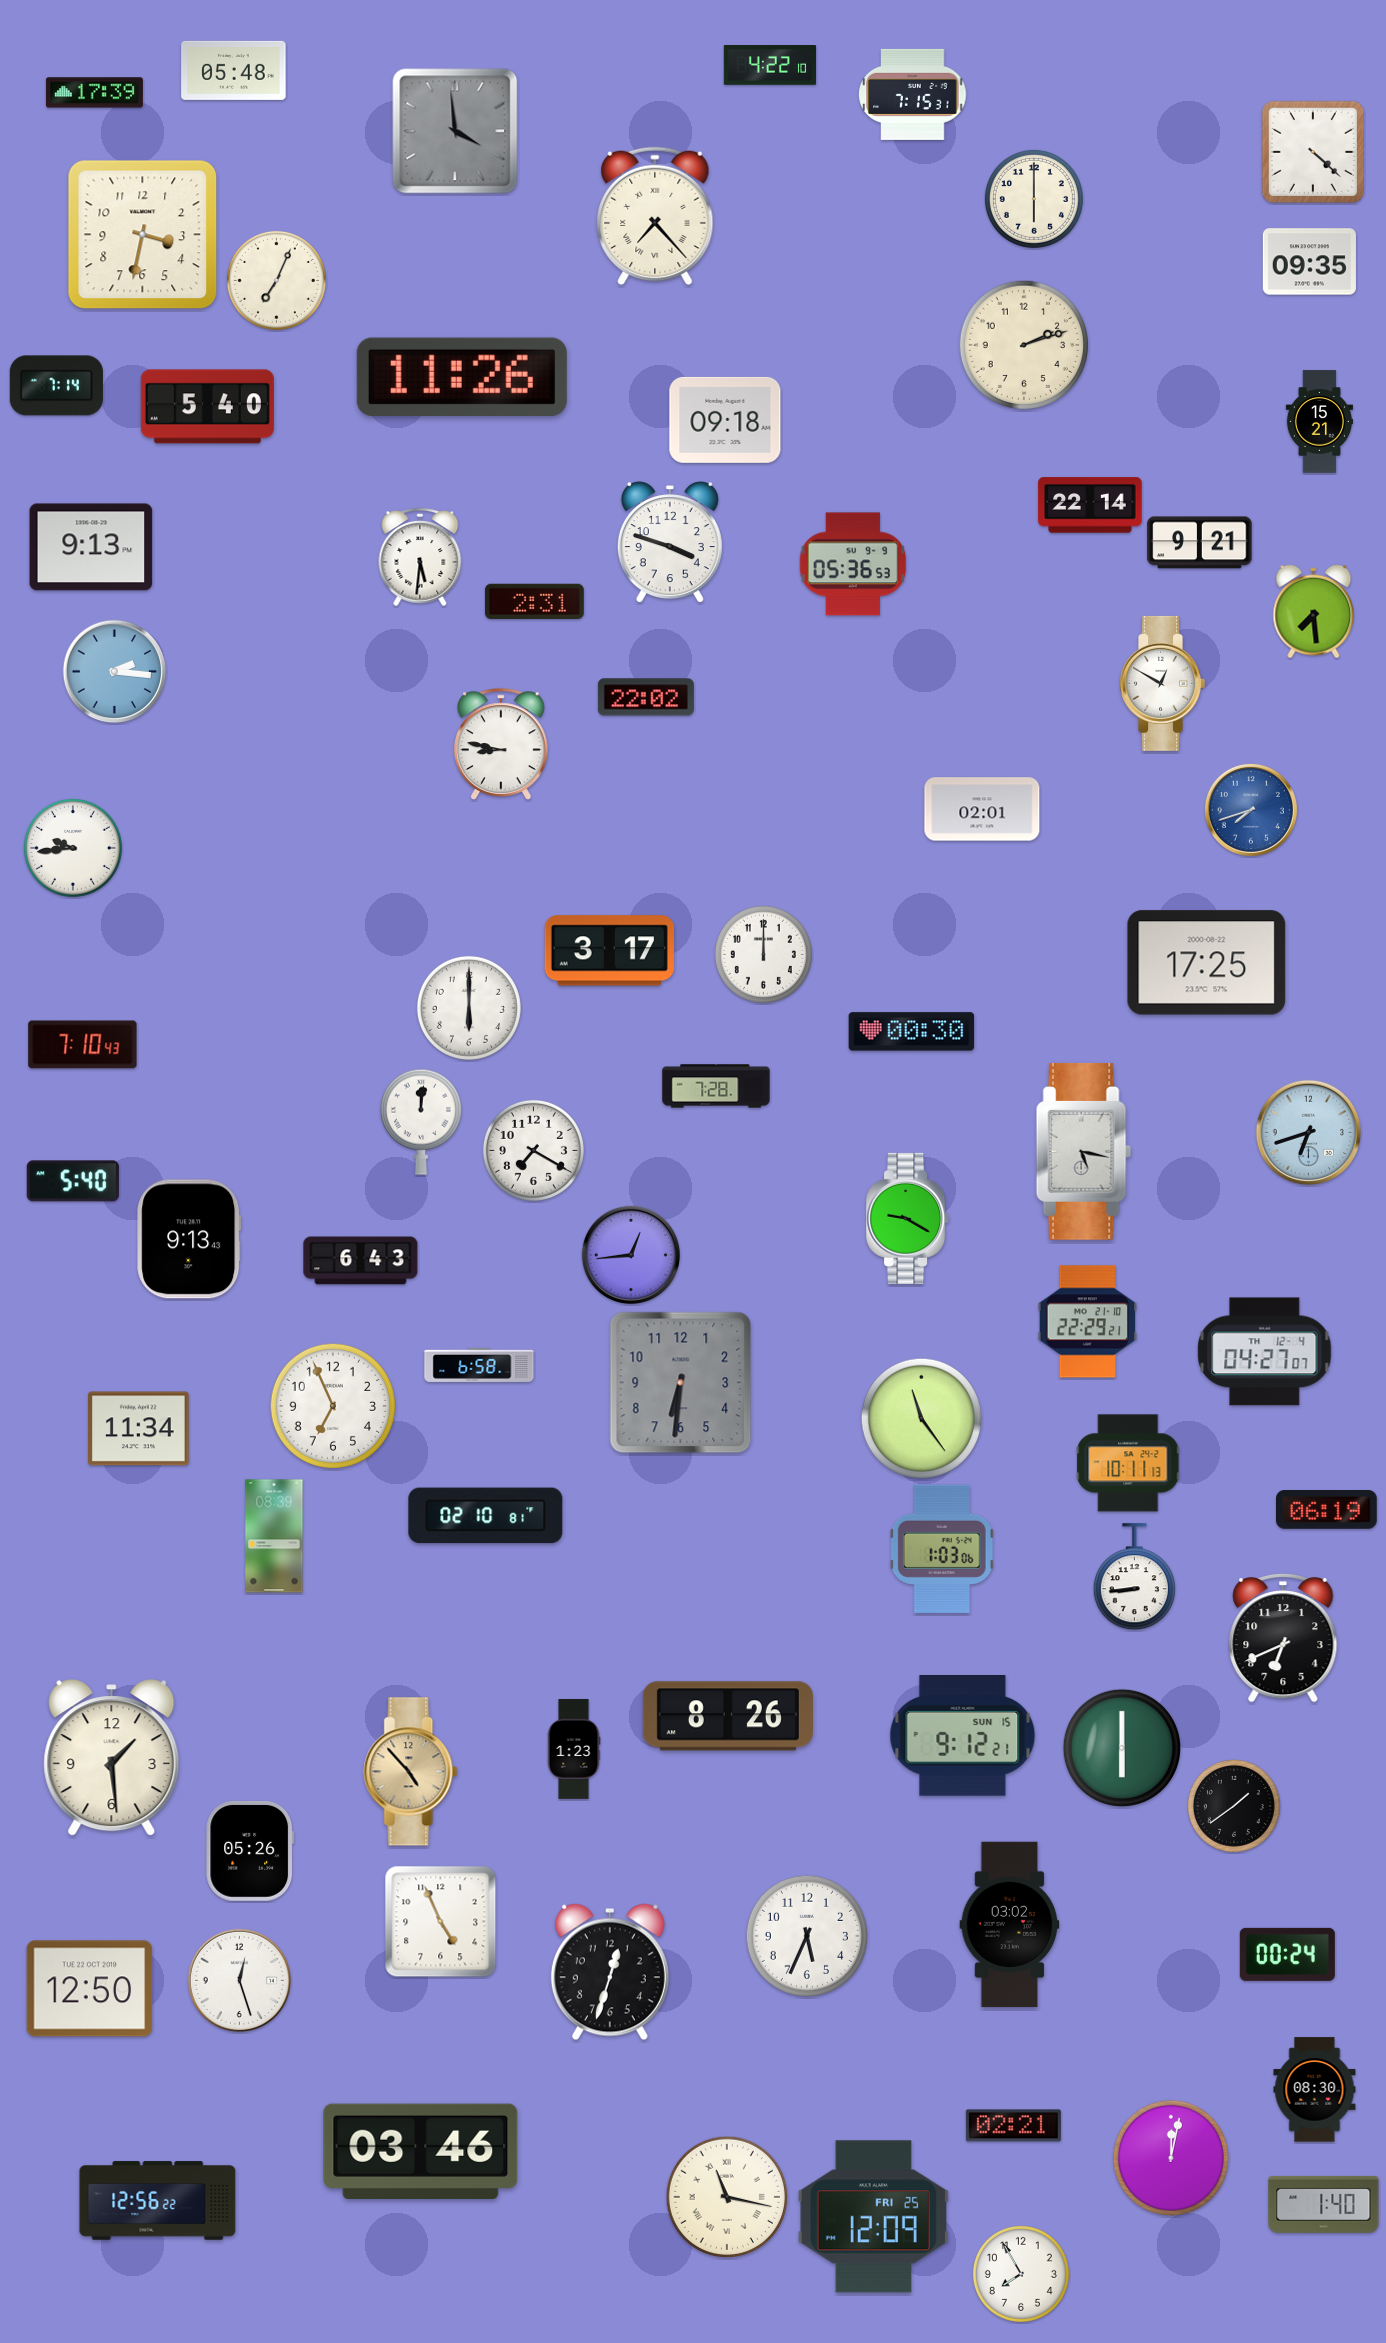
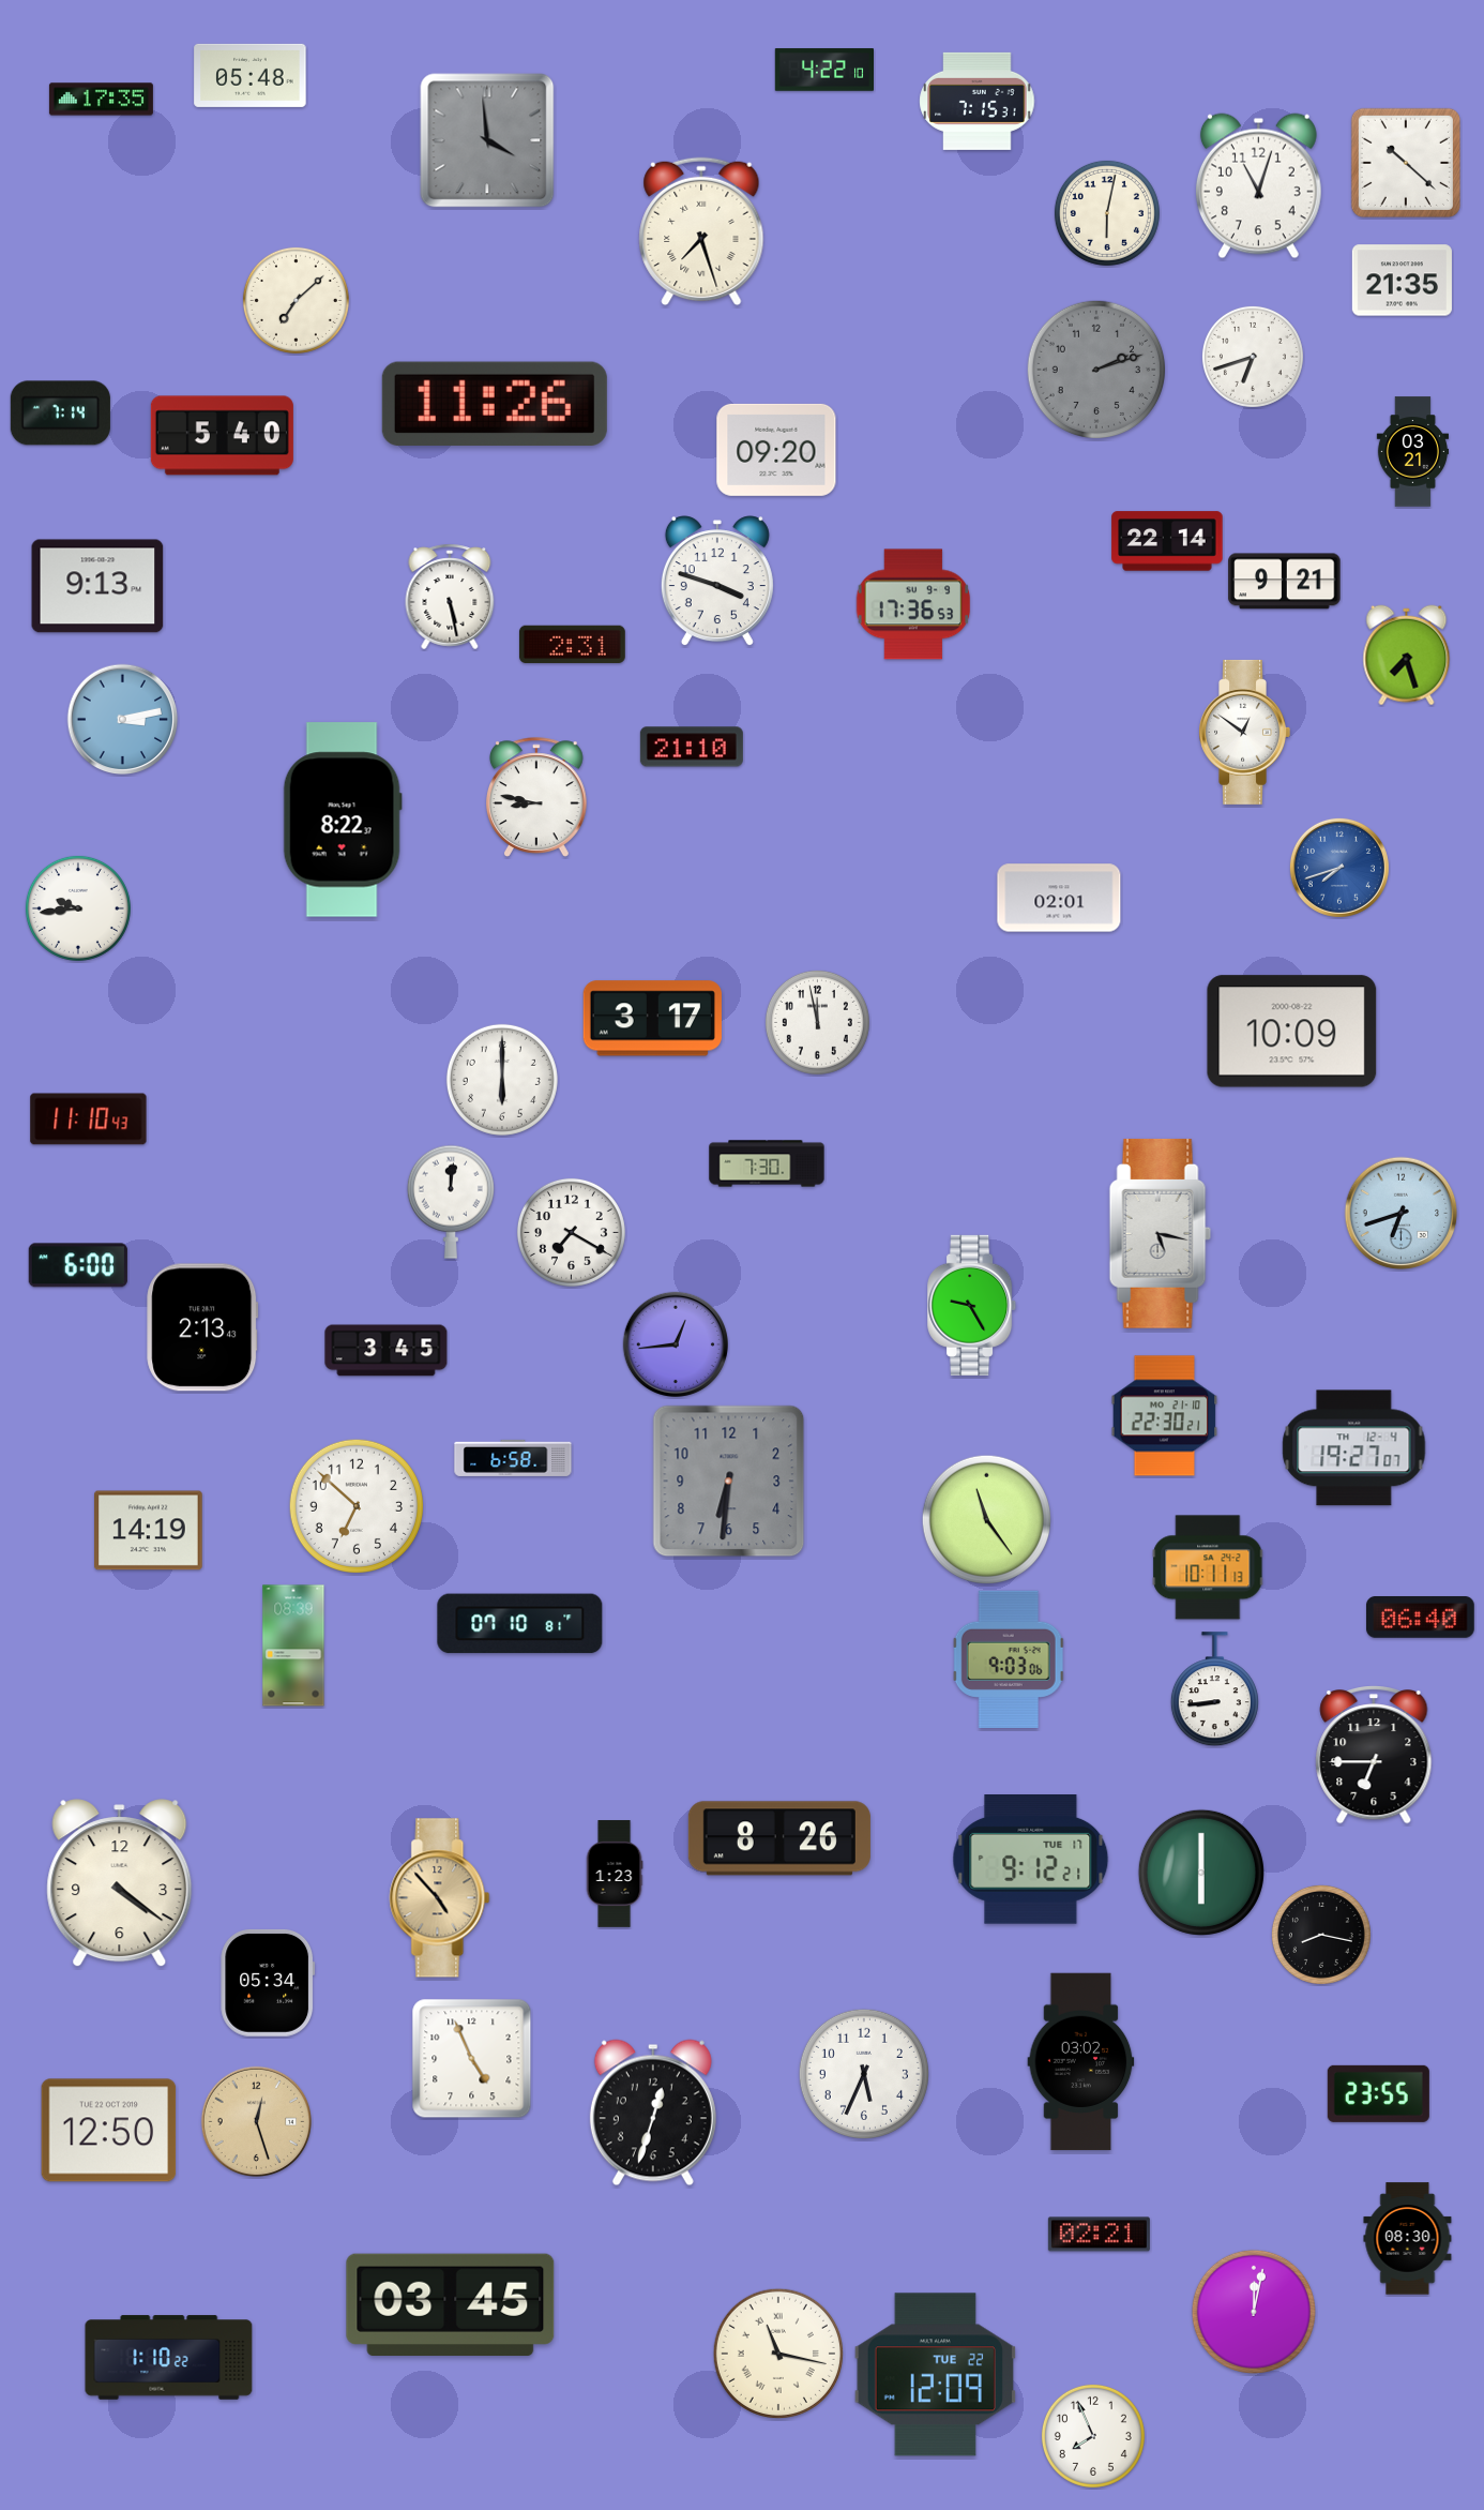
clock at (94, 93): 17:39 -> 17:35
clock at (1313, 152): 4:22 -> 10:22
clock at (1258, 186): none -> 11:03
clock at (1034, 199): 6:00 -> 6:02
clock at (655, 216): 7:23 -> 7:27
clock at (143, 235): 3:32 -> none
clock at (1309, 262): 09:35 -> 21:35
clock at (276, 280): 7:04 -> 7:08
clock at (1253, 357): none -> 6:42
clock at (1023, 344) dial: cream -> grey
clock at (725, 420): 09:18 -> 09:20
clock at (1320, 422): 15:21 -> 03:21
clock at (420, 557): 5:31 -> 5:28
clock at (853, 564): 05:36 -> 17:36
clock at (1314, 612): 7:29 -> 7:27
clock at (115, 672): 2:16 -> 3:13
clock at (1162, 683): 12:50 -> 12:51
clock at (646, 697): 22:02 -> 21:10
clock at (343, 820): none -> 8:22
clock at (982, 809) position: (982, 809) -> (1059, 898)
clock at (763, 954): 12:00 -> 11:58
clock at (1207, 963): 17:25 -> 10:09
clock at (912, 1032): 00:30 -> none
clock at (83, 1045): 7:10 -> 11:10
clock at (716, 1086): 7:28 -> 7:30
clock at (73, 1181): 5:40 -> 6:00
clock at (908, 1218): 9:20 -> 9:25
clock at (189, 1239): 9:13 -> 2:13
clock at (361, 1261): 6:43 -> 3:45
clock at (1088, 1322): 22:29 -> 22:30
clock at (1265, 1352): 04:27 -> 19:27
clock at (479, 1365) position: (479, 1365) -> (513, 1458)
clock at (333, 1406): 6:56 -> 6:52
clock at (139, 1429): 11:34 -> 14:19
clock at (1327, 1510): 06:19 -> 06:40
clock at (486, 1516): 02:10 -> 07:10
clock at (942, 1548): 1:03 -> 9:03
clock at (1283, 1639): 6:41 -> 6:45
clock at (963, 1736) date: SUN 15 -> TUE 17
clock at (112, 1758): 1:29 -> 4:21
clock at (1234, 1806): 1:39 -> 8:17
clock at (250, 1851): 05:26 -> 05:34
clock at (1287, 1954): 00:24 -> 23:55
clock at (240, 1981) dial: white -> champagne
clock at (90, 1989) position: (90, 1989) -> (109, 2131)
clock at (1013, 2126) position: (1013, 2126) -> (1099, 2235)
clock at (421, 2151): 03:46 -> 03:45
clock at (158, 2201): 12:56 -> 1:10
clock at (1324, 2204): 1:40 -> none
clock at (873, 2217) date: FRI 25 -> TUE 22
clock at (1021, 2274): 7:55 -> 7:56
